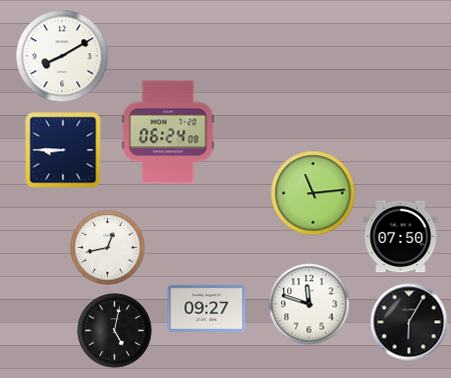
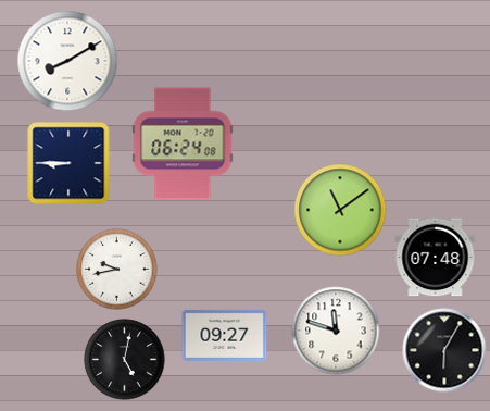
clock at (313, 193): 11:14 -> 11:09
clock at (401, 237): 07:50 -> 07:48
clock at (108, 248): 12:43 -> 9:43
